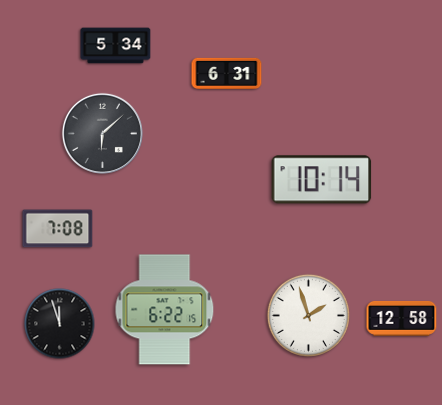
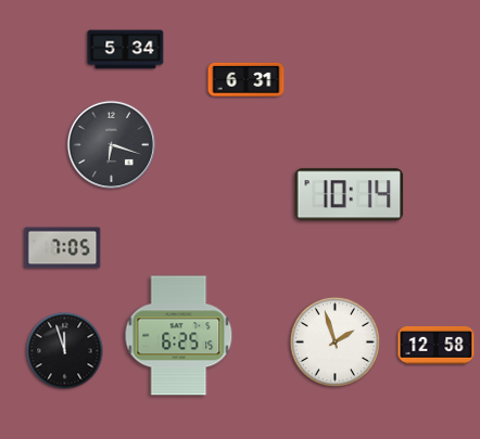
clock at (102, 133): 6:08 -> 6:18
clock at (58, 229): 7:08 -> 7:05
clock at (165, 310): 6:22 -> 6:25
